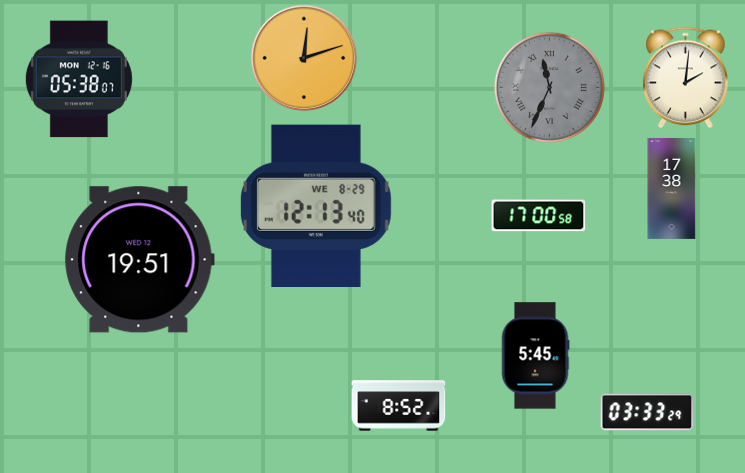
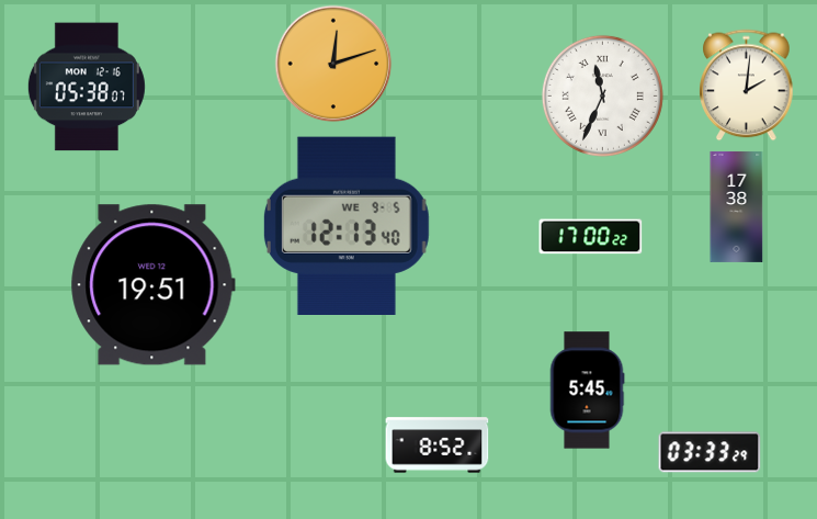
clock at (686, 78) position: (686, 78) -> (747, 86)
clock at (549, 87) dial: grey -> white
clock at (316, 205) date: WE 8-29 -> WE 9-5
clock at (539, 216): 17:00:58 -> 17:00:22
